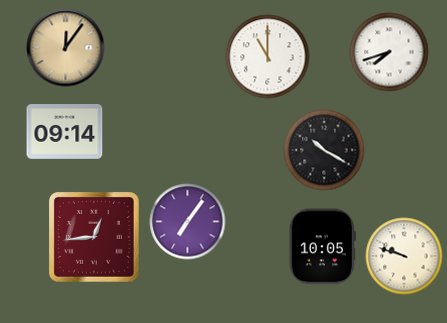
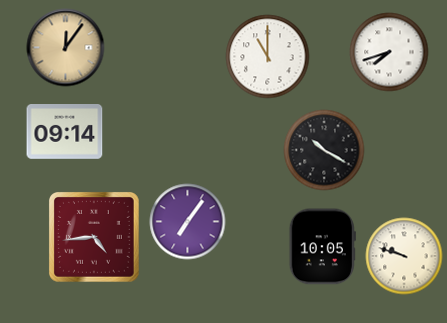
clock at (95, 238): 12:44 -> 4:44
